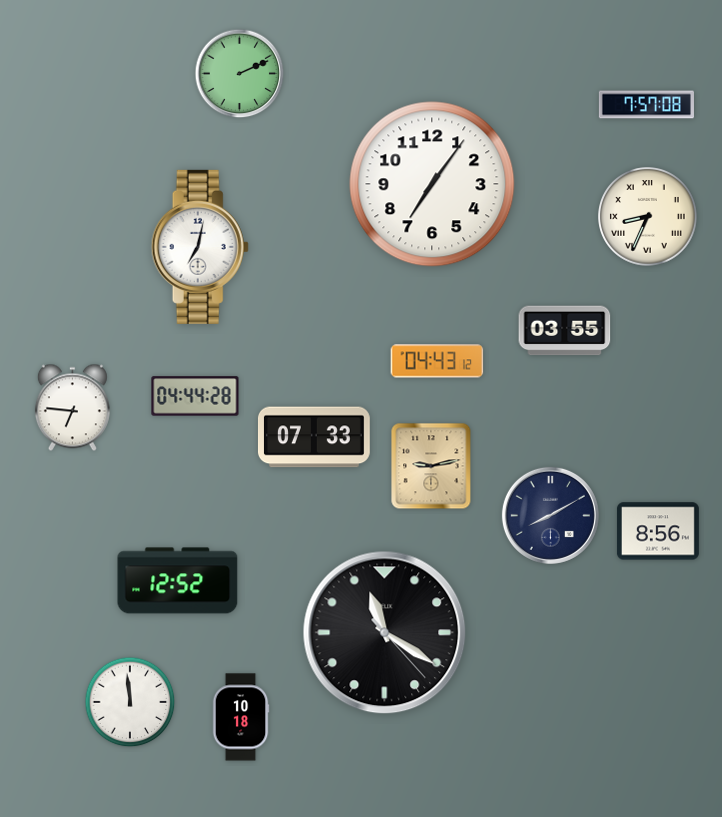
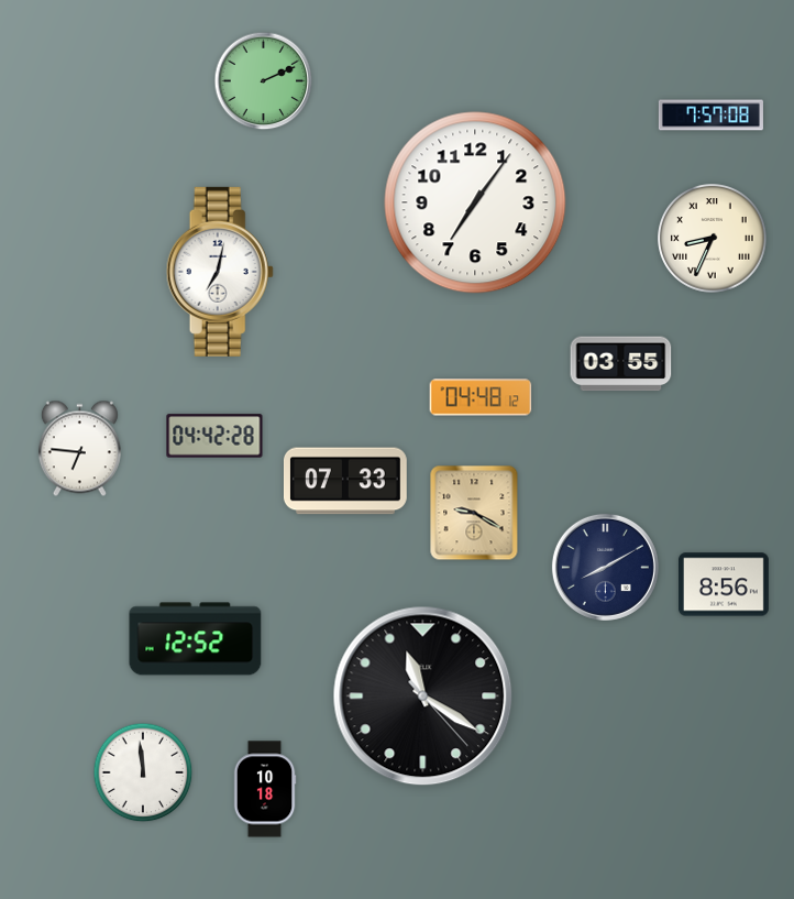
clock at (437, 361): 04:43 -> 04:48
clock at (195, 396): 04:44 -> 04:42
clock at (431, 466): 9:13 -> 9:20
